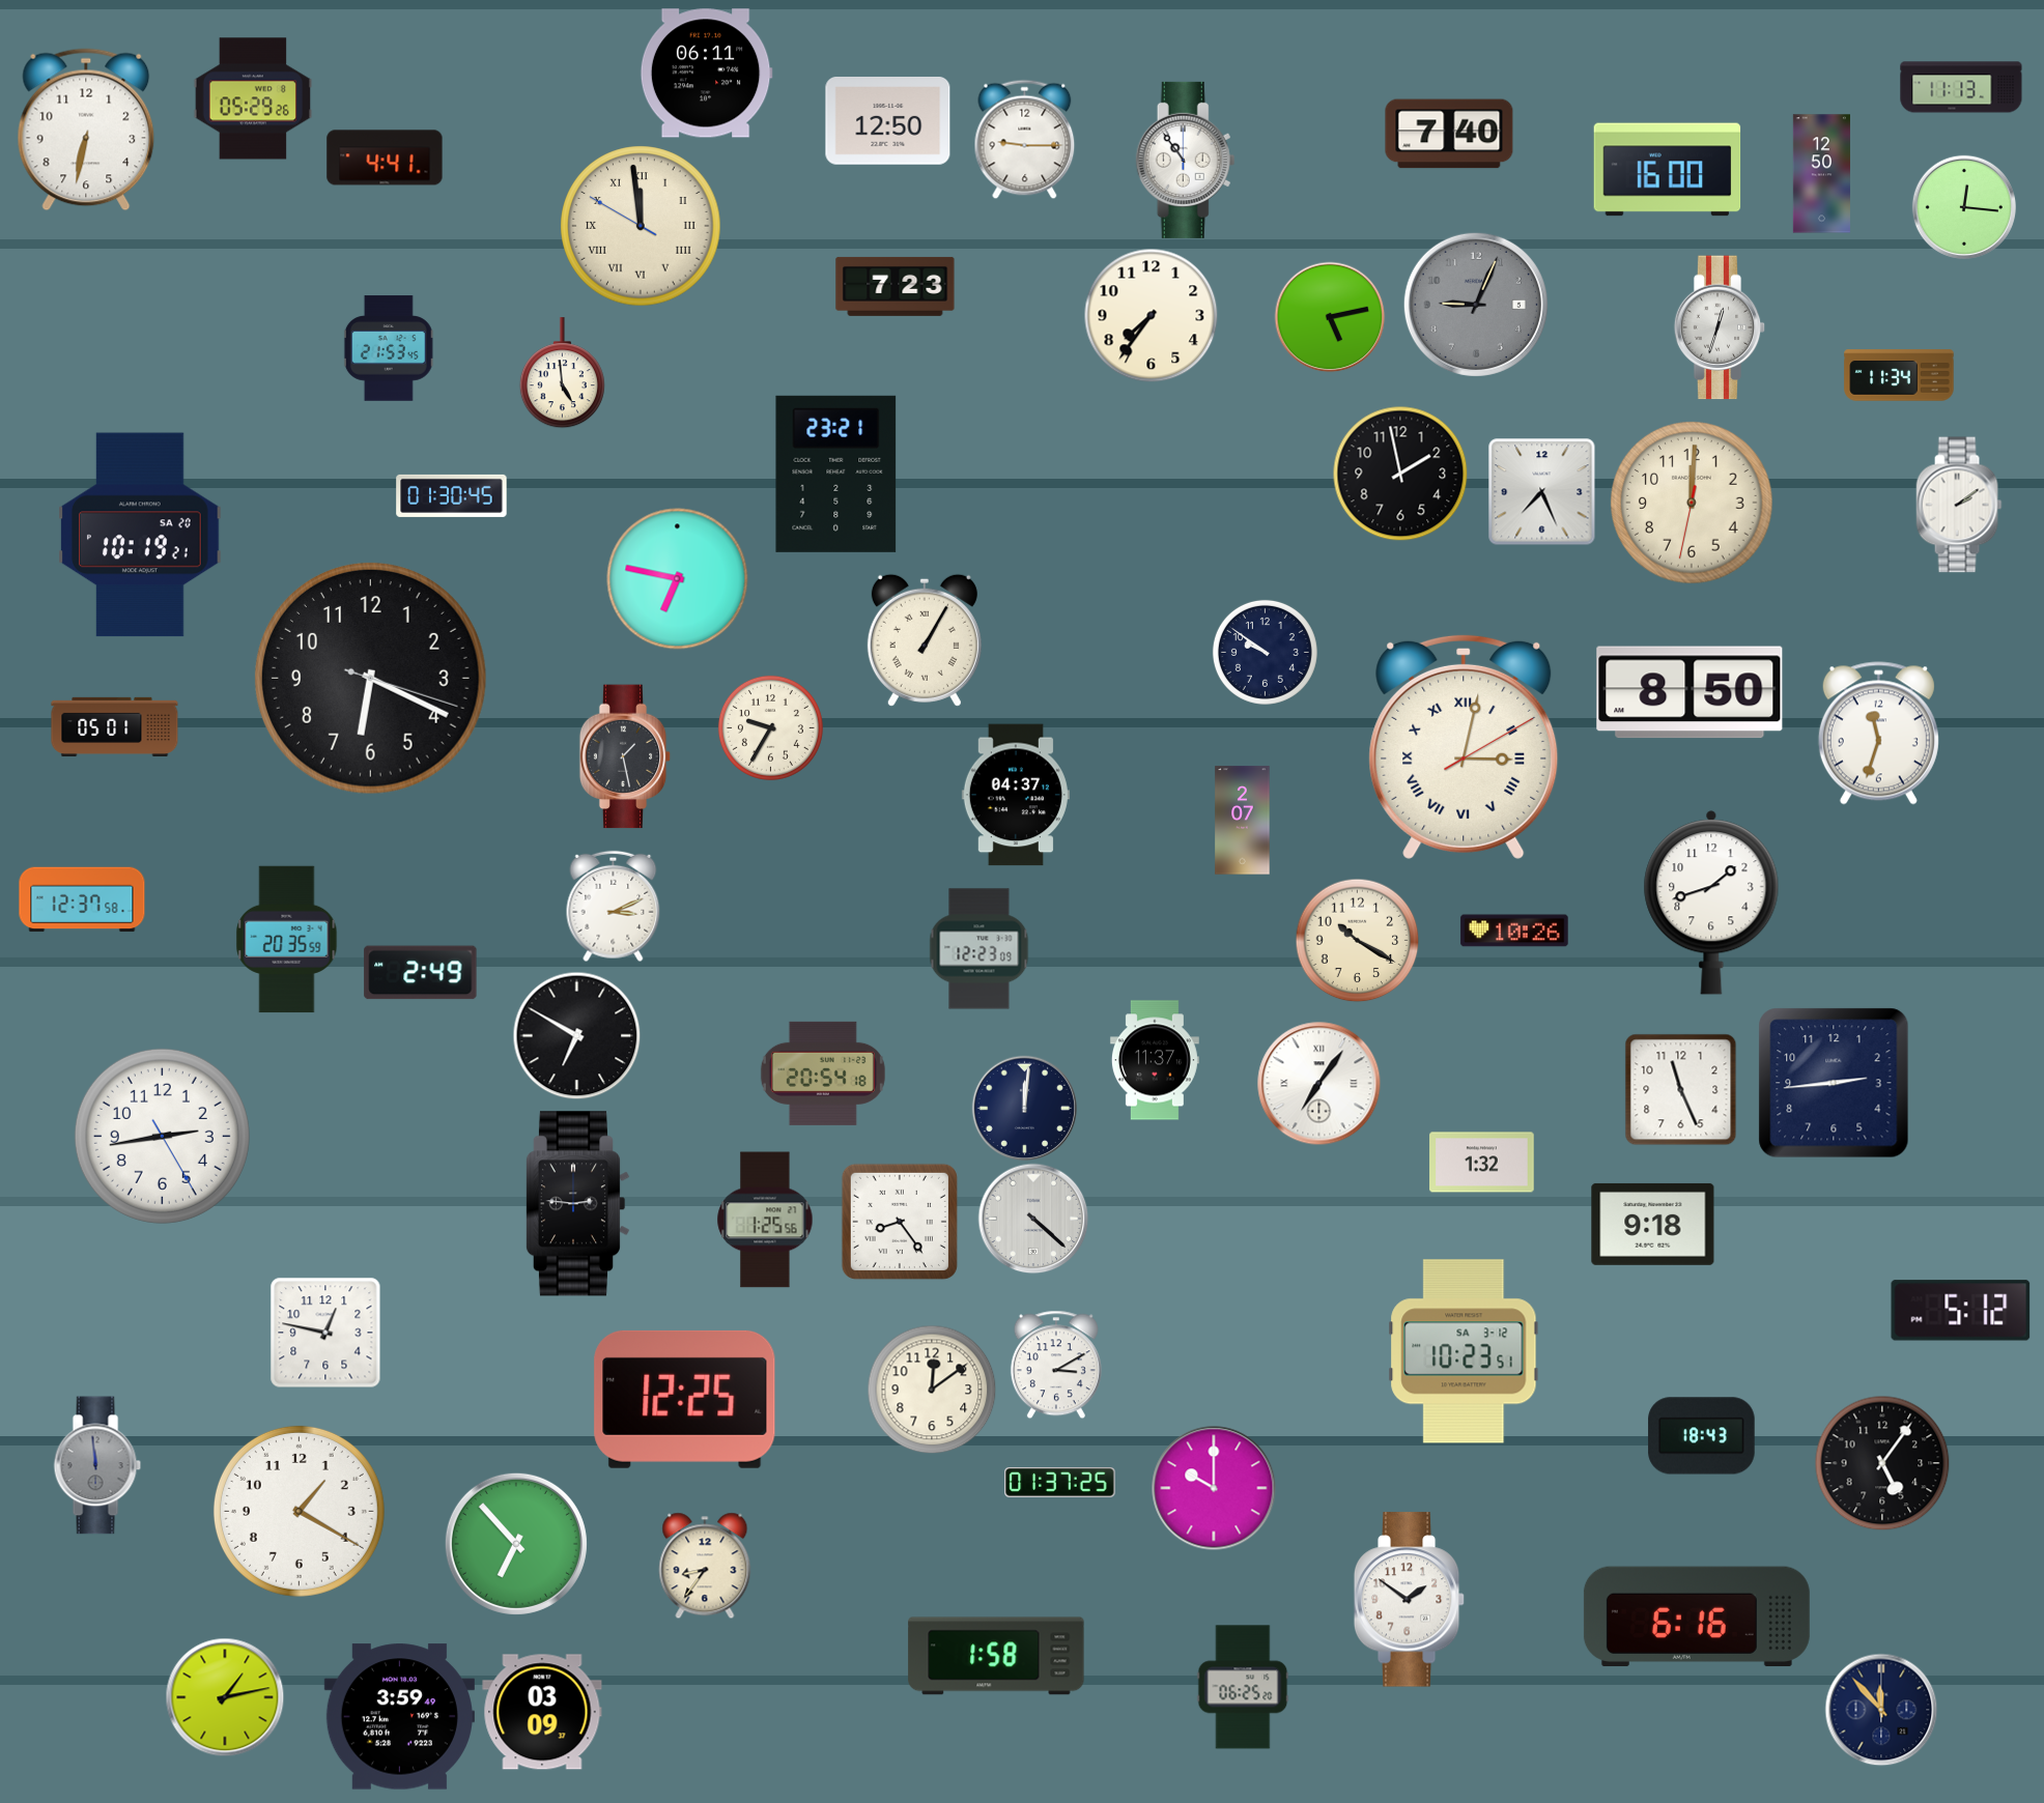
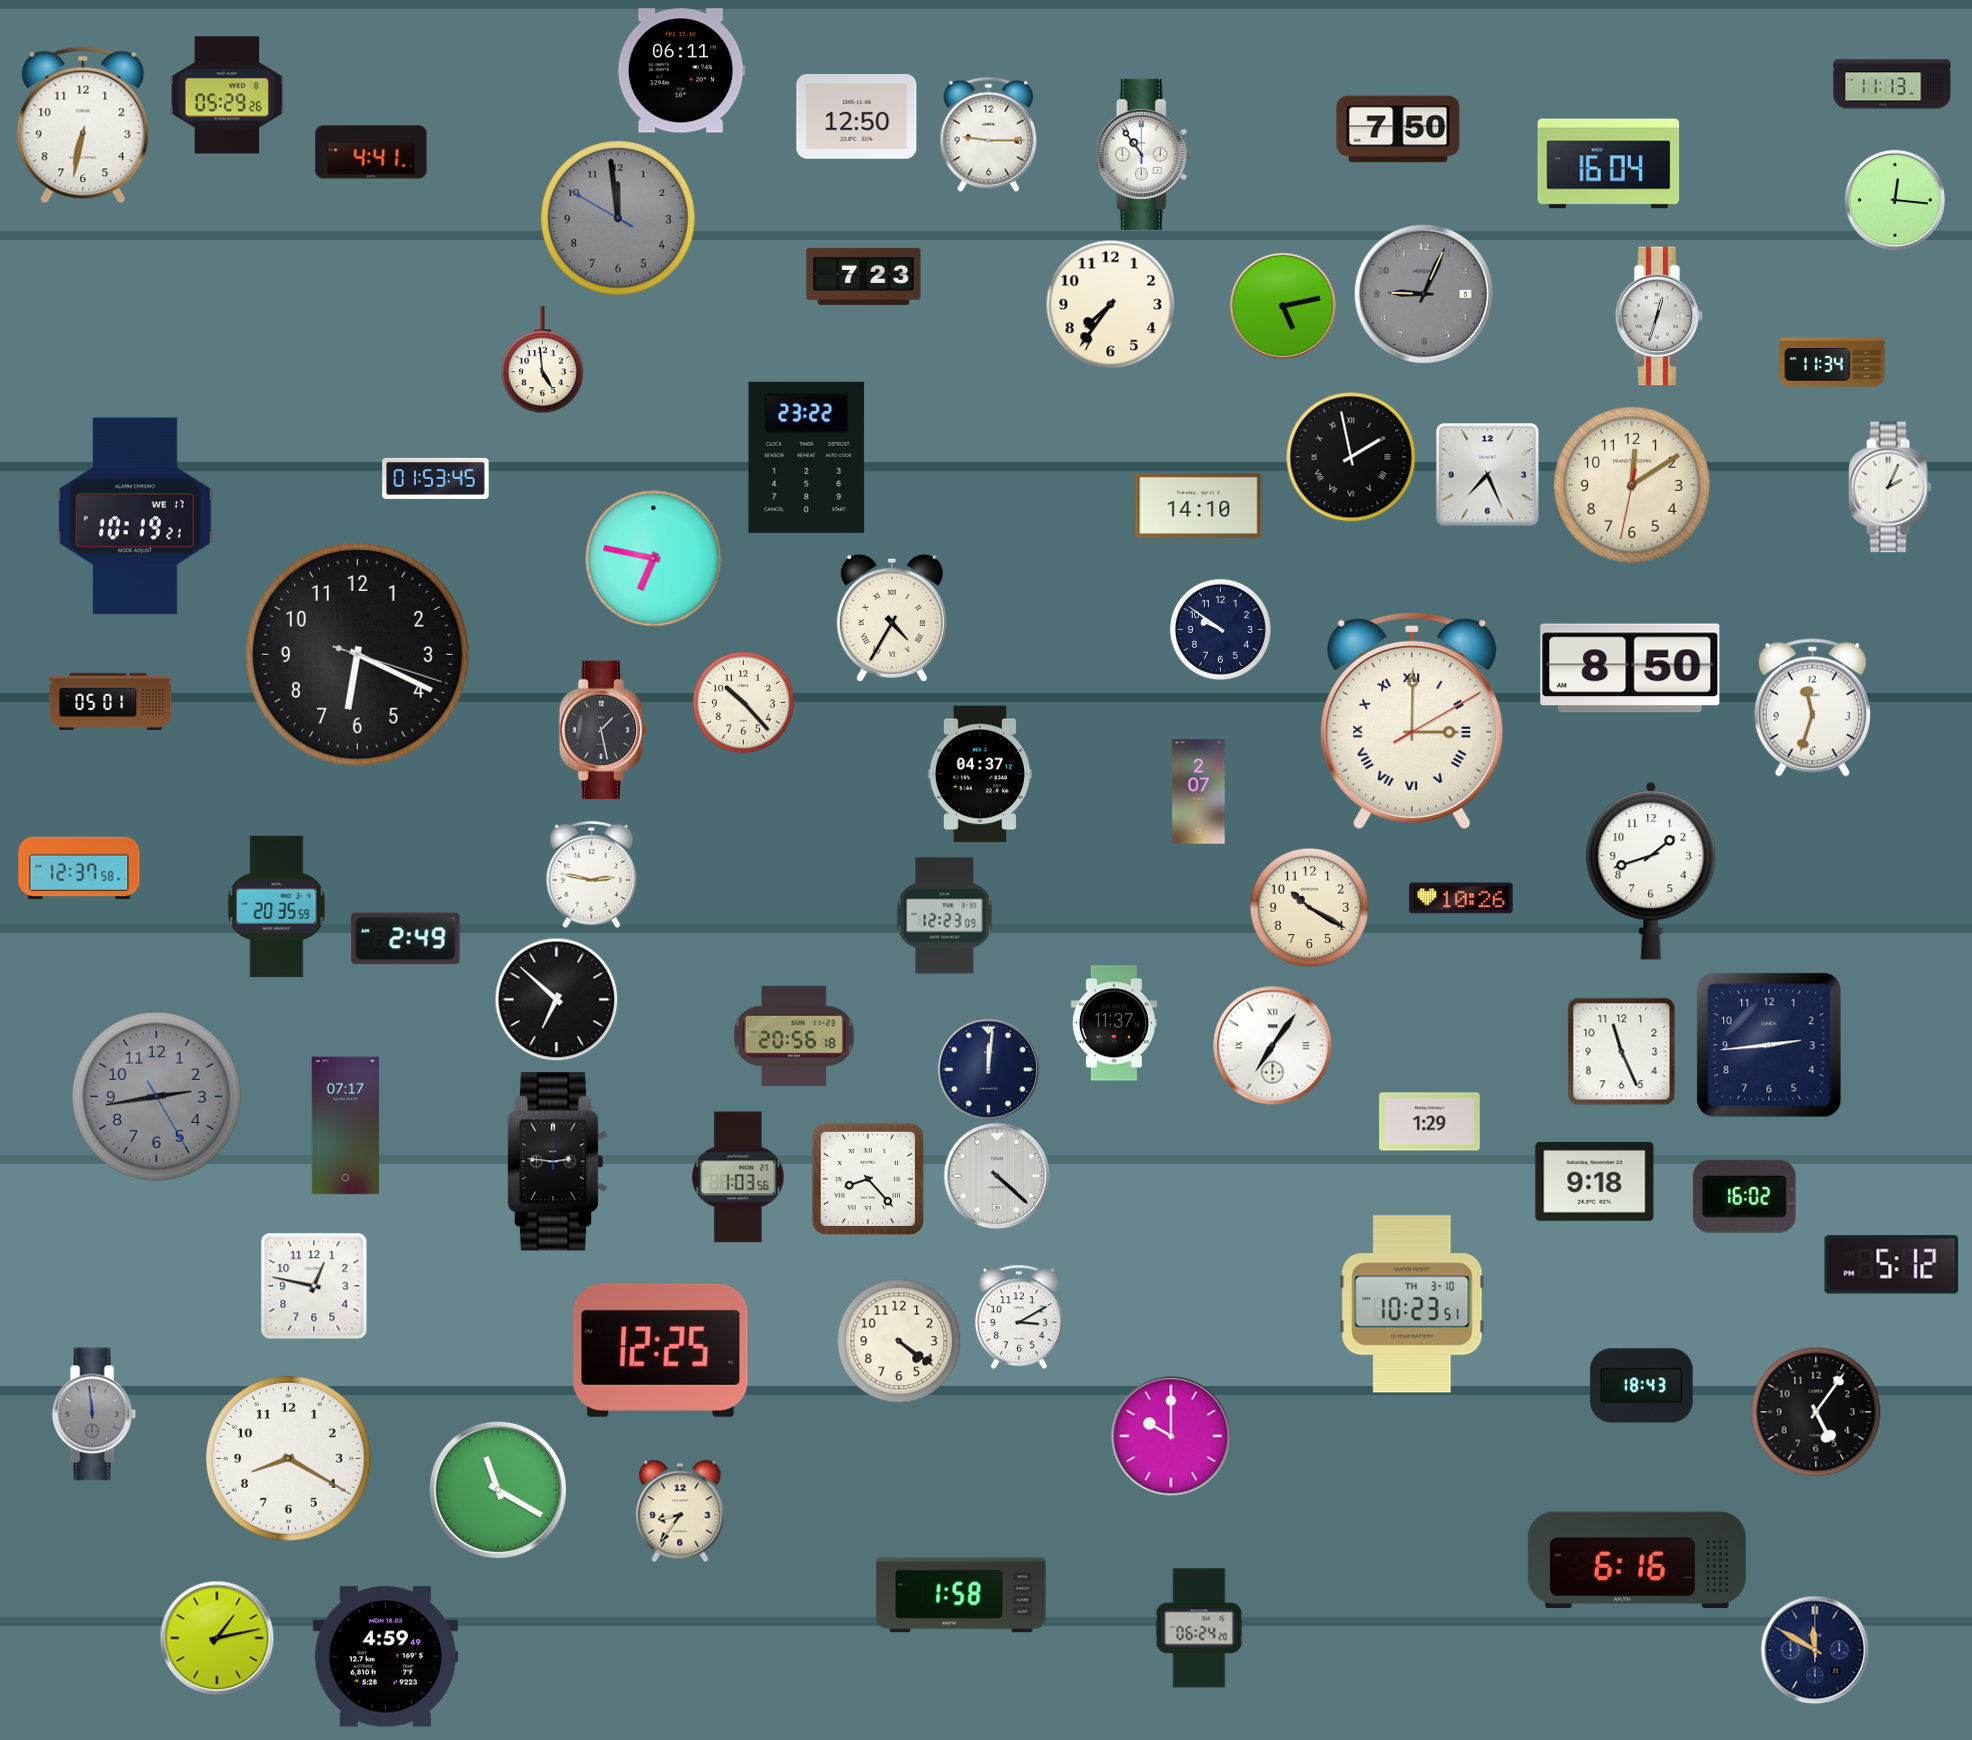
clock at (253, 98) position: (253, 98) -> (227, 95)
clock at (1449, 134): 7:40 -> 7:50
clock at (1668, 170): 16:00 -> 16:04
clock at (1821, 174): 12:50 -> none
clock at (641, 226) dial: cream -> grey
clock at (641, 226) numerals: Roman -> Arabic
clock at (389, 348): 21:53 -> none
clock at (836, 474): 23:21 -> 23:22
clock at (1400, 474) numerals: Arabic -> Roman
clock at (452, 495): 01:30 -> 01:53
clock at (1692, 503): 12:00 -> 12:09
clock at (1959, 505): 2:09 -> 2:04
clock at (1199, 505): none -> 14:10
clock at (140, 535) date: SA 20 -> WE 17
clock at (925, 640): 1:05 -> 4:35
clock at (770, 727): 9:35 -> 10:23
clock at (1464, 746): 3:02 -> 3:00
clock at (1016, 795) position: (1016, 795) -> (980, 774)
clock at (614, 906): 3:11 -> 2:47
clock at (576, 1035): 6:50 -> 6:52
clock at (823, 1074): 20:54 -> 20:56
clock at (162, 1136) dial: white -> grey
clock at (1482, 1163): 1:32 -> 1:29
clock at (346, 1126): none -> 07:17
clock at (765, 1220): 1:25 -> 1:03
clock at (900, 1222): 8:24 -> 8:23
clock at (1744, 1196): none -> 16:02
clock at (1464, 1351) date: SA 3-12 -> TH 3-10
clock at (932, 1390): 12:09 -> 4:21
clock at (1060, 1482): 01:37 -> none
clock at (299, 1511): 1:20 -> 8:20
clock at (516, 1544): 6:53 -> 11:20
clock at (1410, 1600): 1:51 -> none
clock at (996, 1656) position: (996, 1656) -> (961, 1595)
clock at (1243, 1687): 06:25 -> 06:24
clock at (1881, 1710): 11:53 -> 11:50
clock at (542, 1712): 03:09 -> none
clock at (399, 1717): 3:59 -> 4:59
